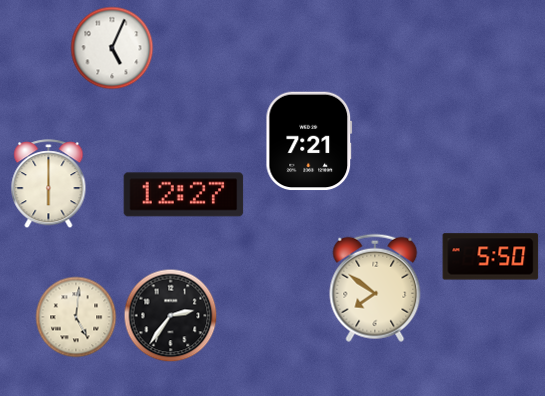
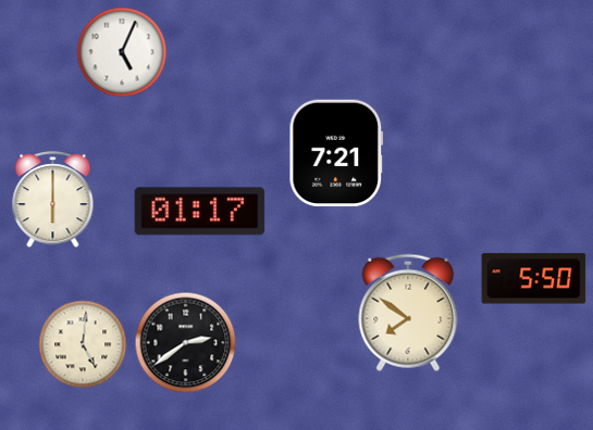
clock at (184, 195): 12:27 -> 01:17
clock at (171, 316): 2:36 -> 2:39
